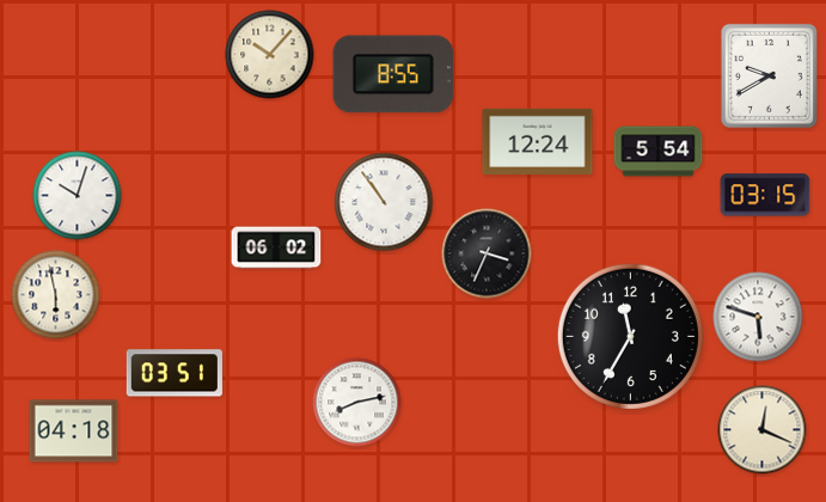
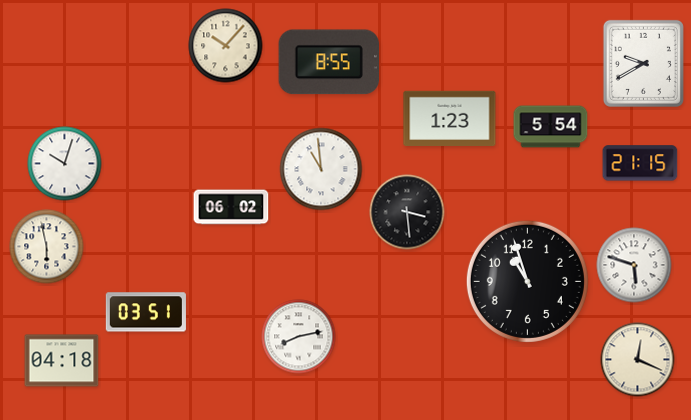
clock at (538, 141): 12:24 -> 1:23
clock at (765, 195): 03:15 -> 21:15
clock at (384, 202): 10:54 -> 10:59
clock at (487, 253): 3:34 -> 3:29
clock at (630, 336): 11:35 -> 10:57
